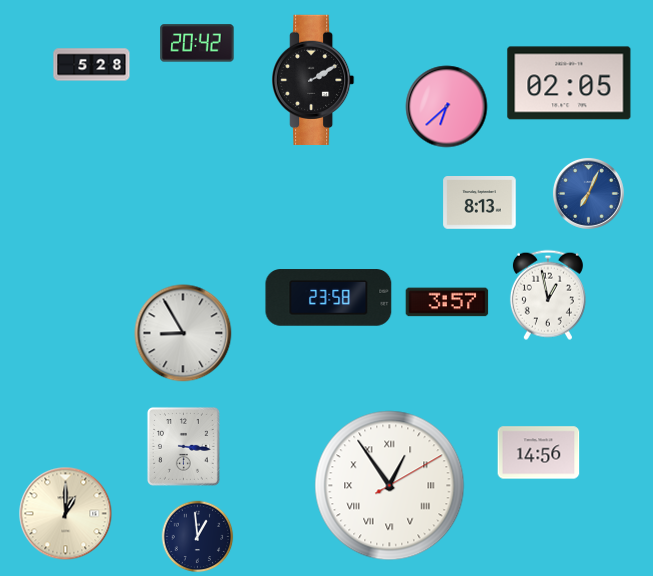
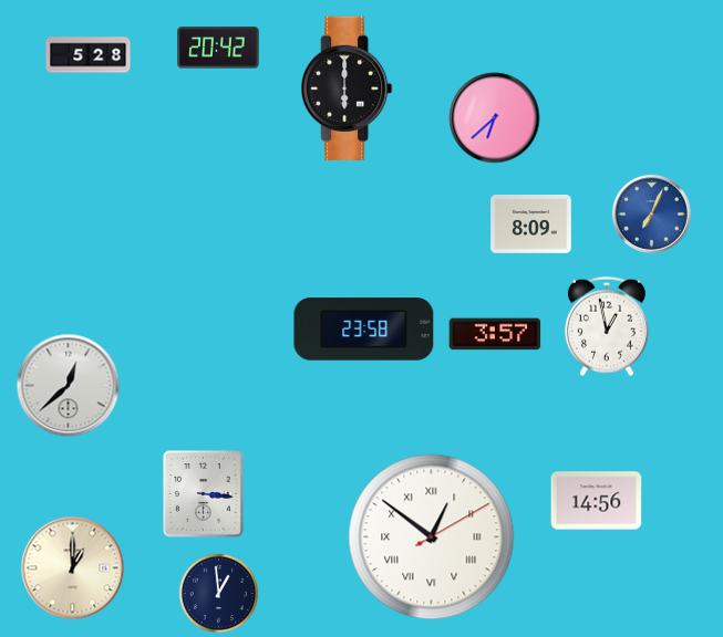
clock at (92, 65) position: (92, 65) -> (89, 55)
clock at (313, 79): 2:10 -> 6:00
clock at (569, 83): 02:05 -> none
clock at (480, 203): 8:13 -> 8:09
clock at (183, 333): 8:55 -> none
clock at (69, 386): none -> 12:38
clock at (390, 486): 12:54 -> 12:51
